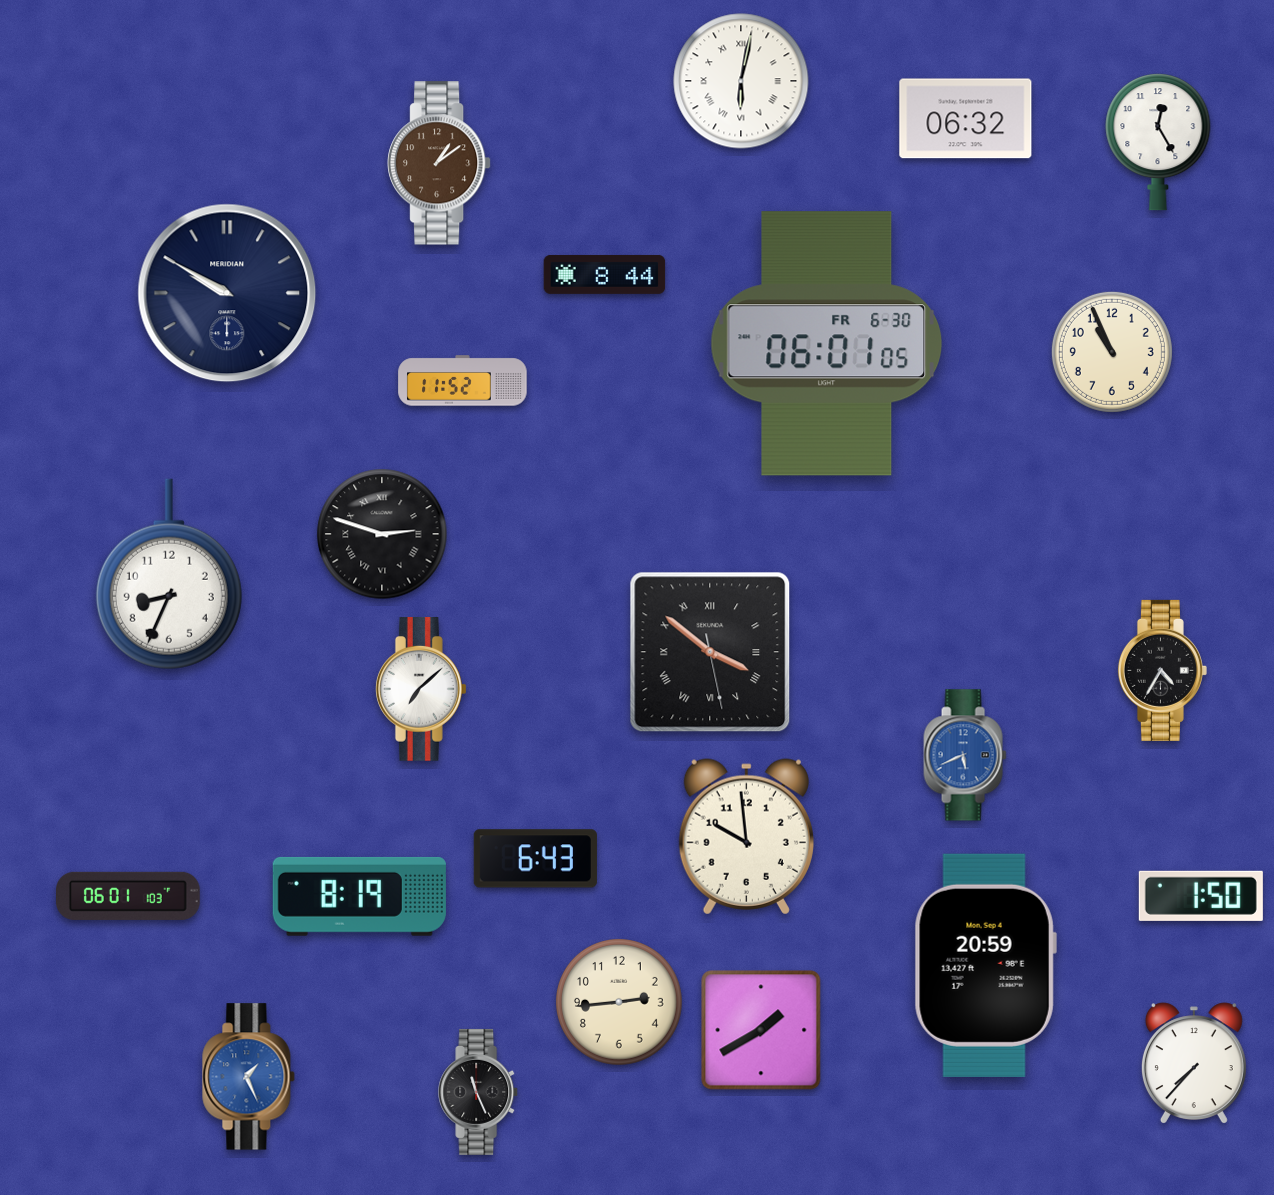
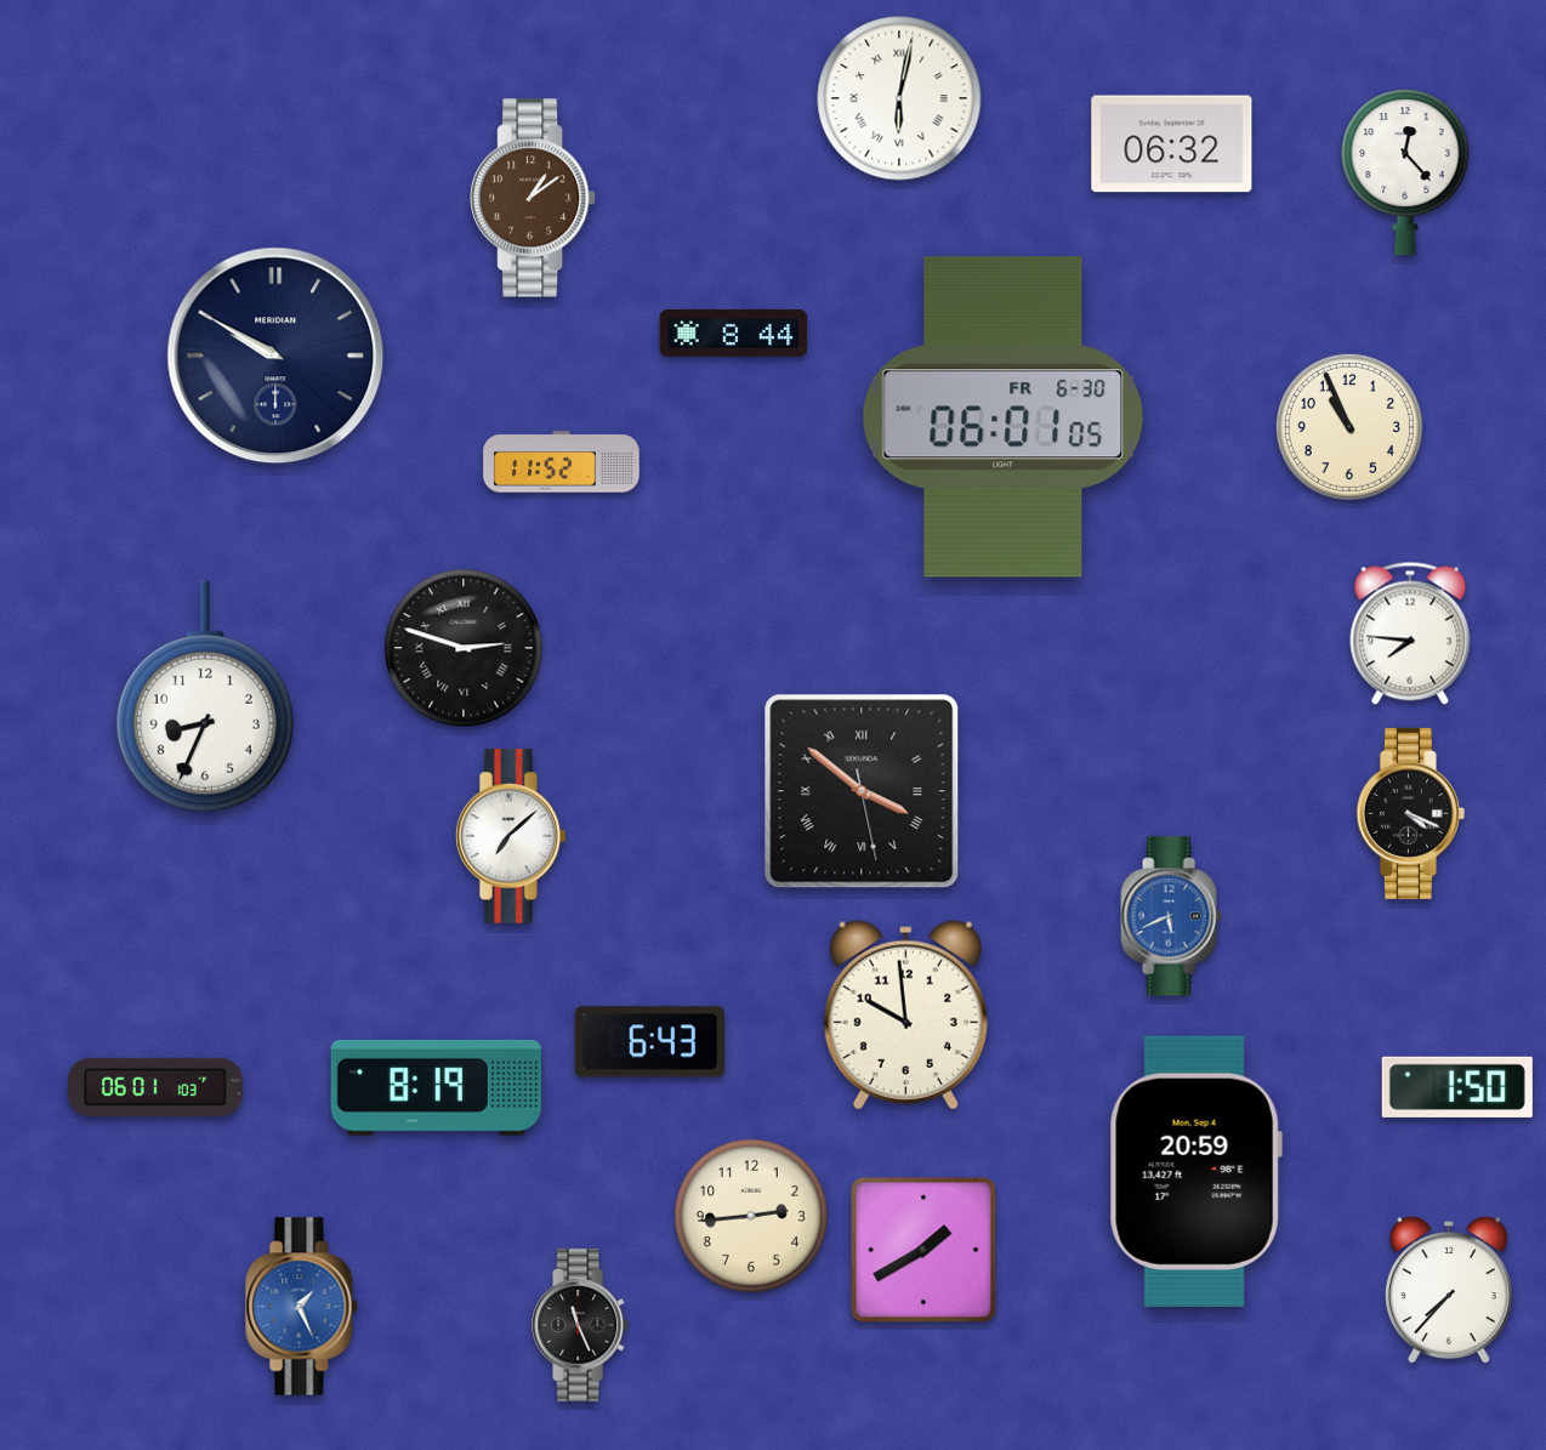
clock at (1158, 142): 12:25 -> 12:23
clock at (1410, 633): none -> 7:46
clock at (1162, 670): 4:35 -> 4:19
